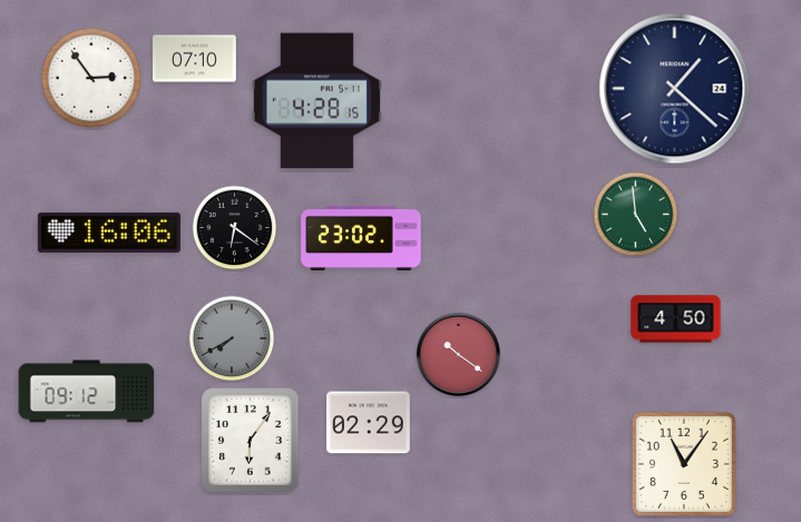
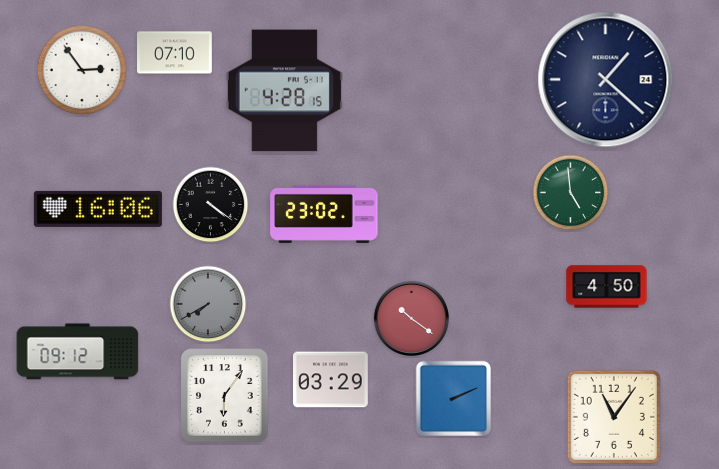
clock at (235, 228): 6:21 -> 4:21
clock at (369, 423): 02:29 -> 03:29
clock at (454, 399): none -> 2:11
